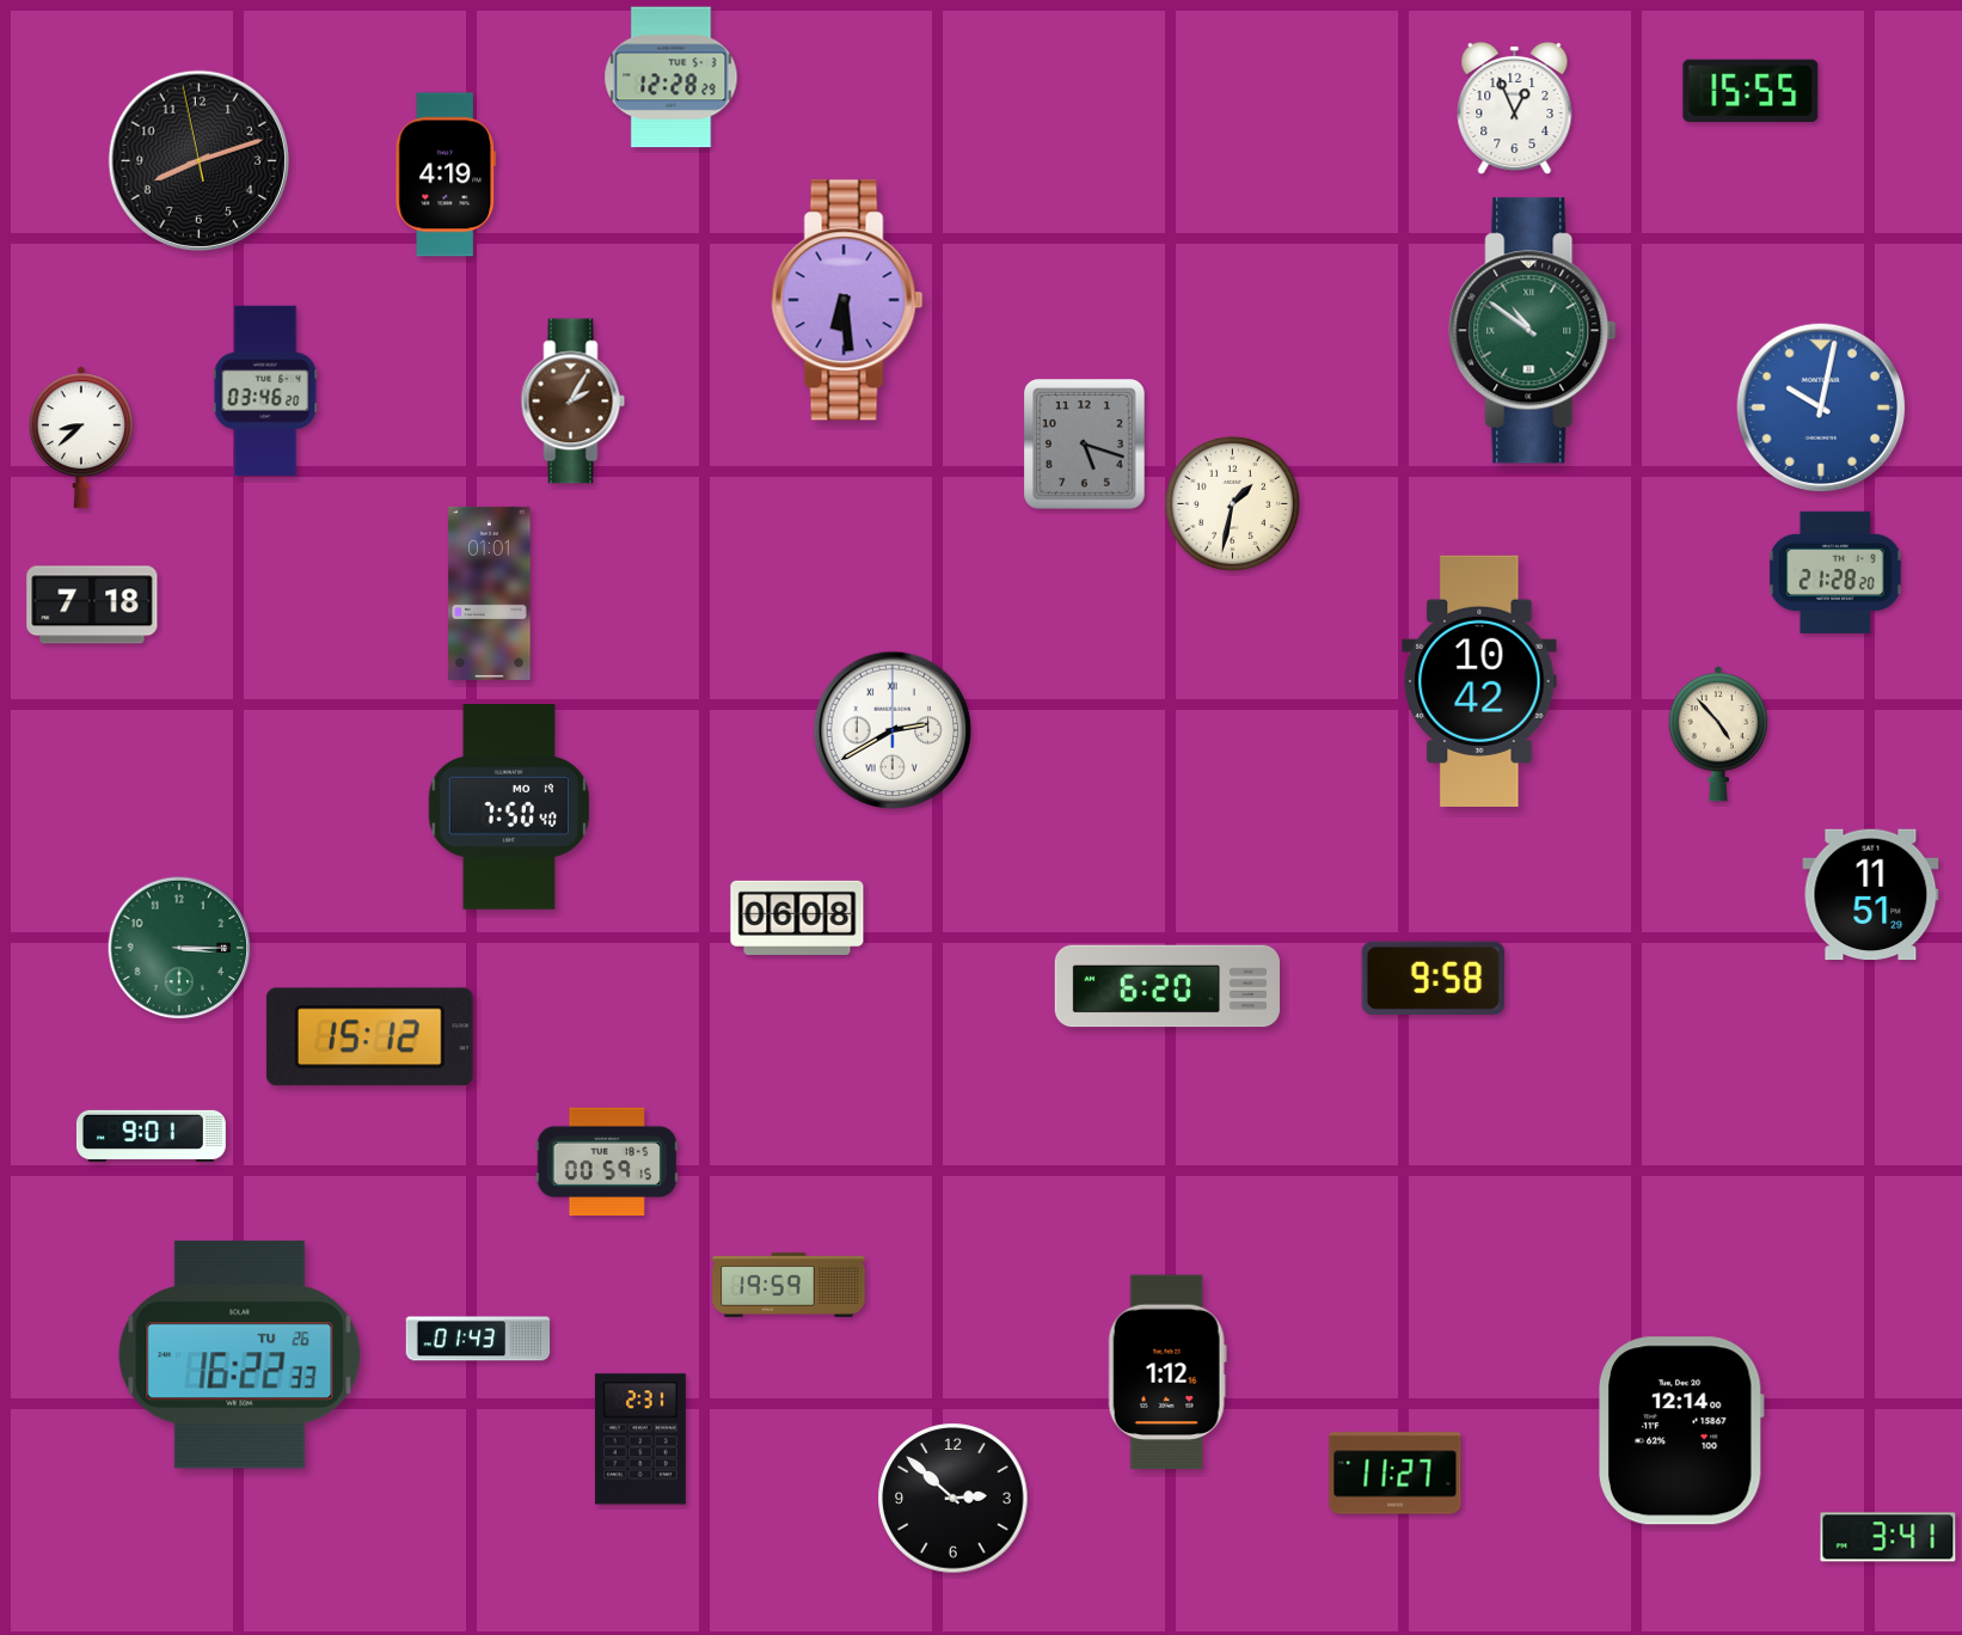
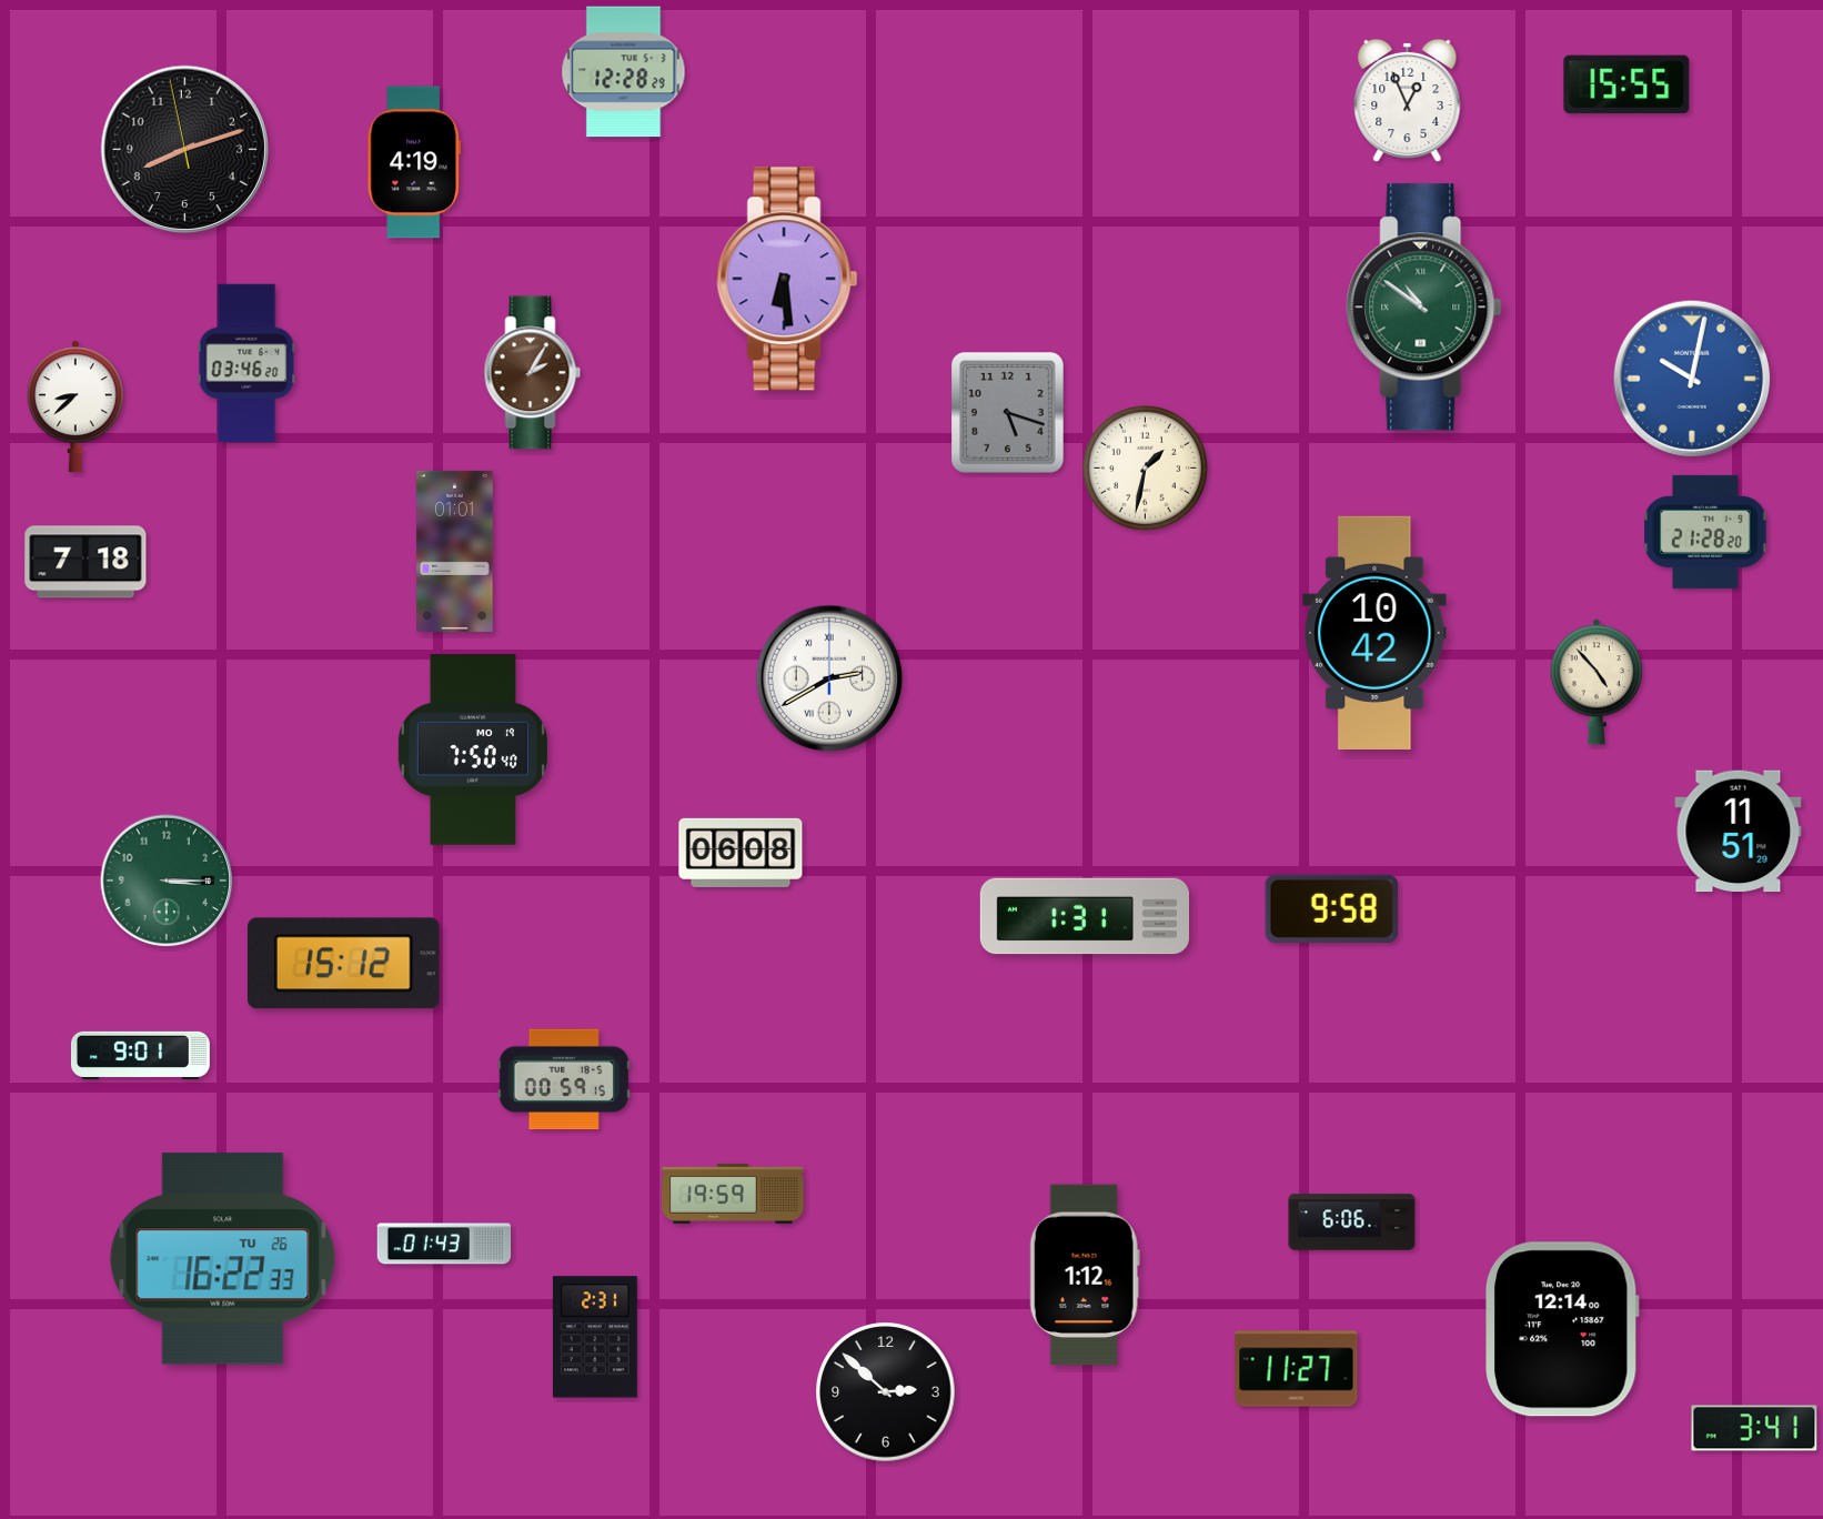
clock at (1166, 986): 6:20 -> 1:31
clock at (1352, 1223): none -> 6:06
